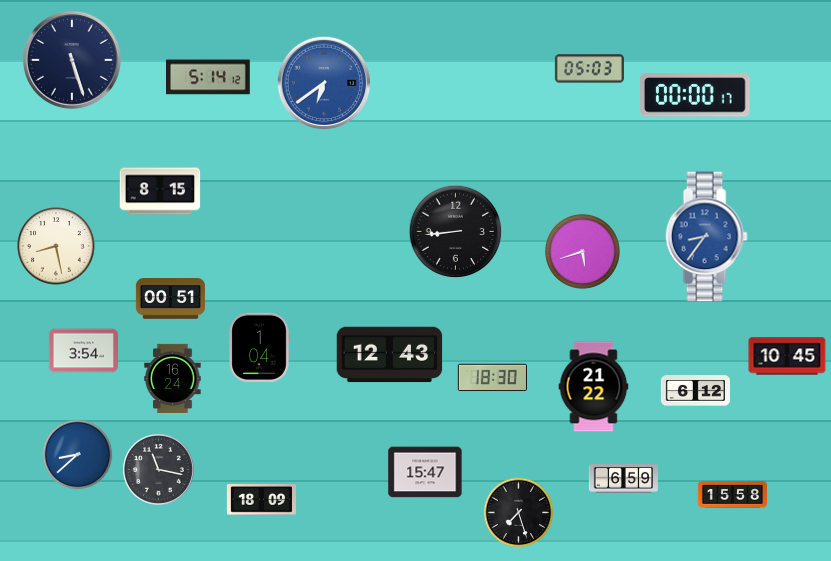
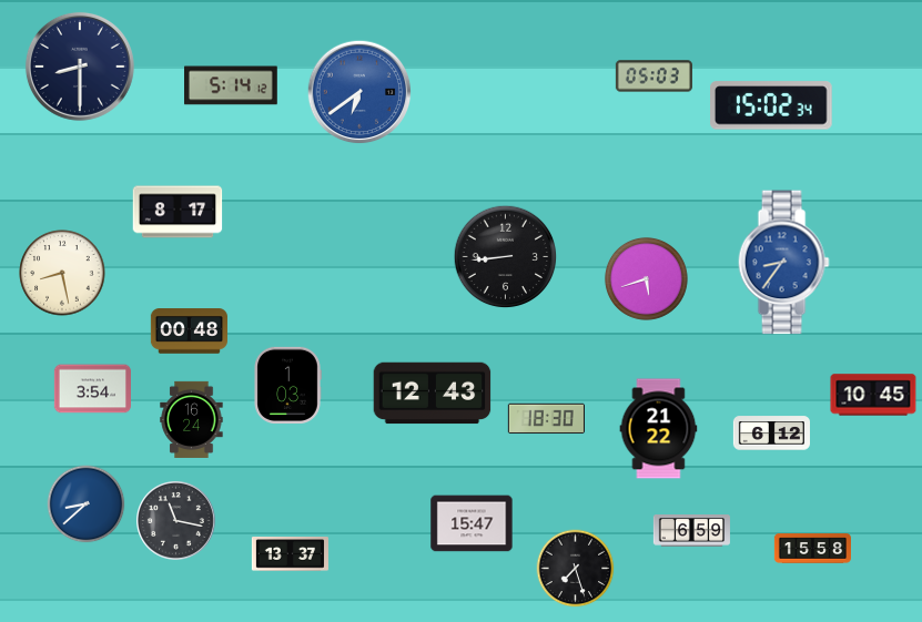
clock at (72, 60): 5:27 -> 8:30
clock at (696, 95): 00:00 -> 15:02
clock at (160, 191): 8:15 -> 8:17
clock at (170, 299): 00:51 -> 00:48
clock at (259, 347): 1:04 -> 1:03
clock at (261, 500): 18:09 -> 13:37
